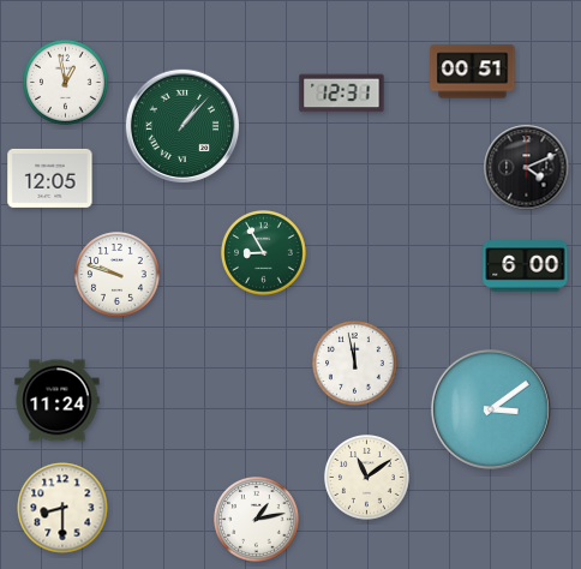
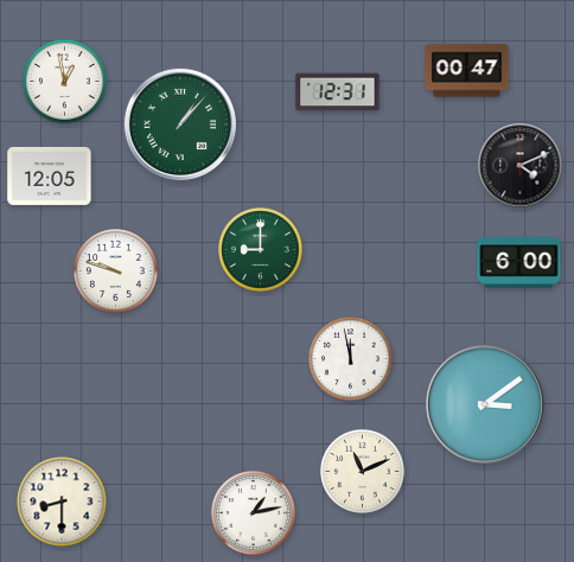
clock at (473, 72): 00:51 -> 00:47
clock at (264, 253): 8:55 -> 9:00
clock at (58, 401): 11:24 -> none
clock at (367, 478): 11:09 -> 11:11
